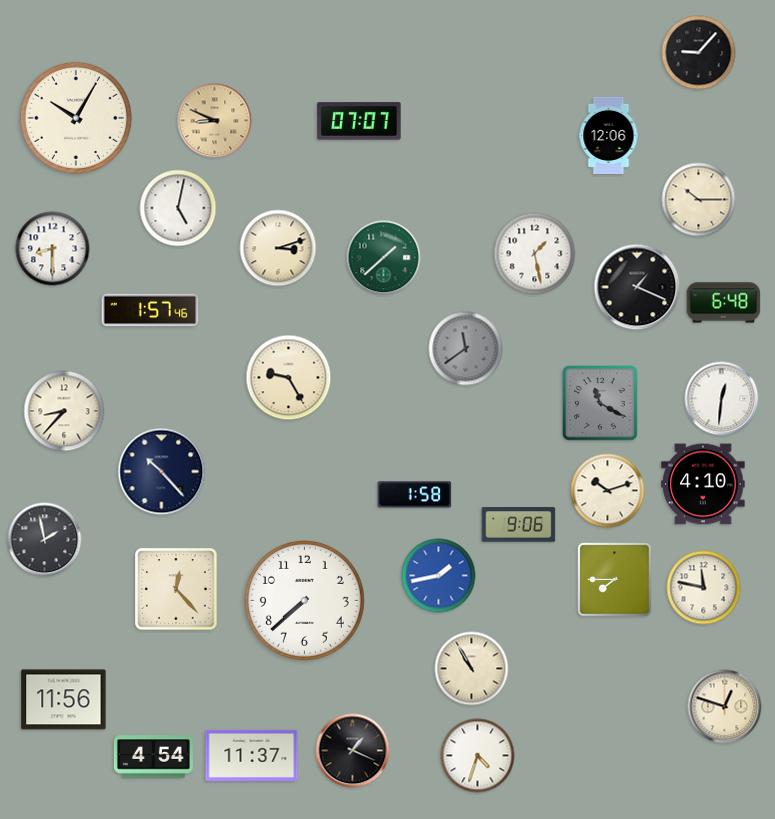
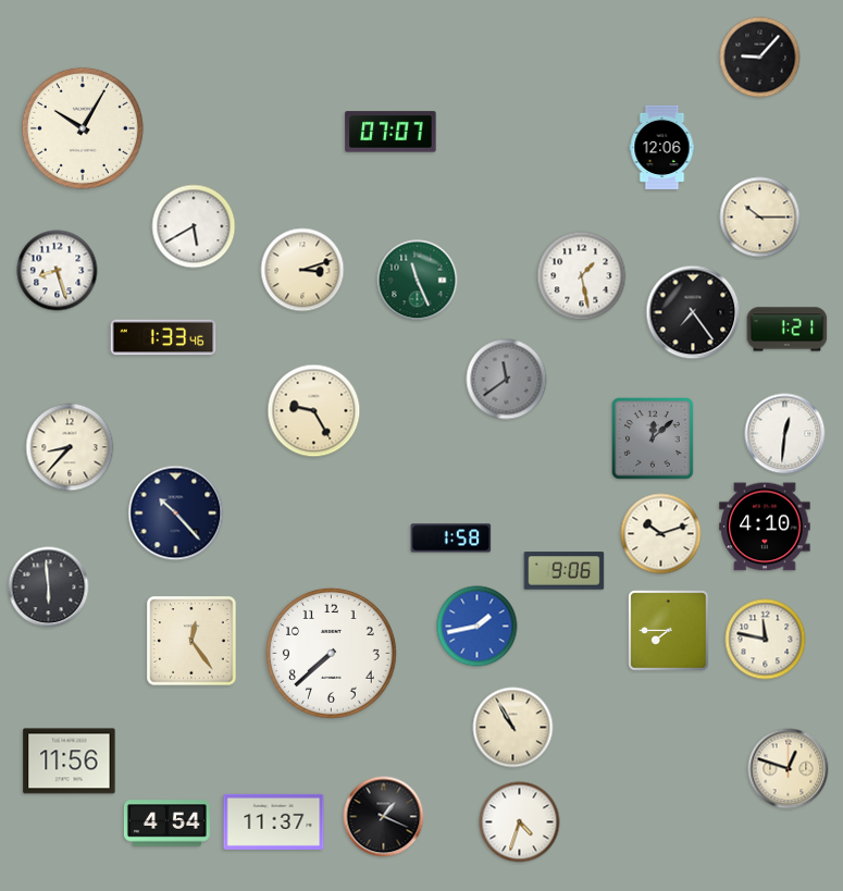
clock at (215, 121): 8:49 -> none
clock at (178, 208): 5:02 -> 5:40
clock at (53, 249): 8:30 -> 8:27
clock at (384, 258): 1:38 -> 11:26
clock at (637, 287): 1:19 -> 7:24
clock at (724, 303): 6:48 -> 1:21
clock at (150, 310): 1:57 -> 1:33
clock at (600, 403): 11:20 -> 12:08
clock at (45, 540): 1:58 -> 5:59
clock at (176, 589): 12:23 -> 12:24
